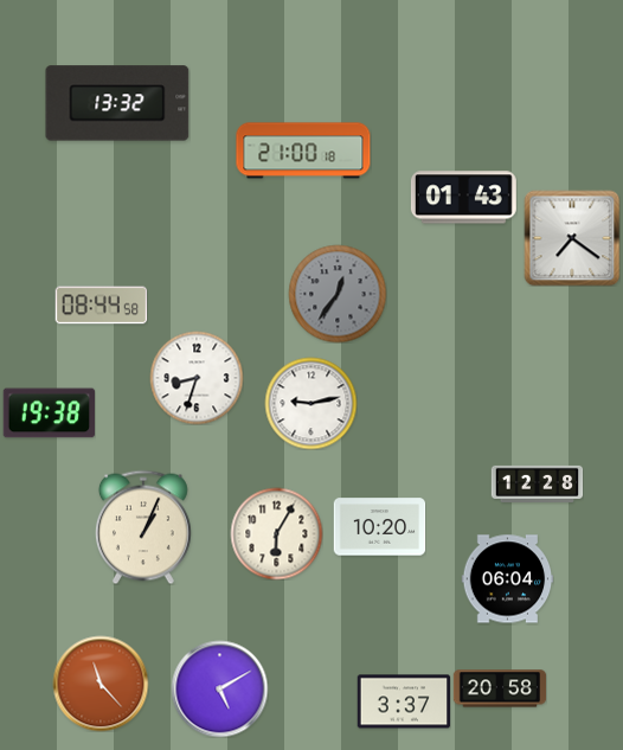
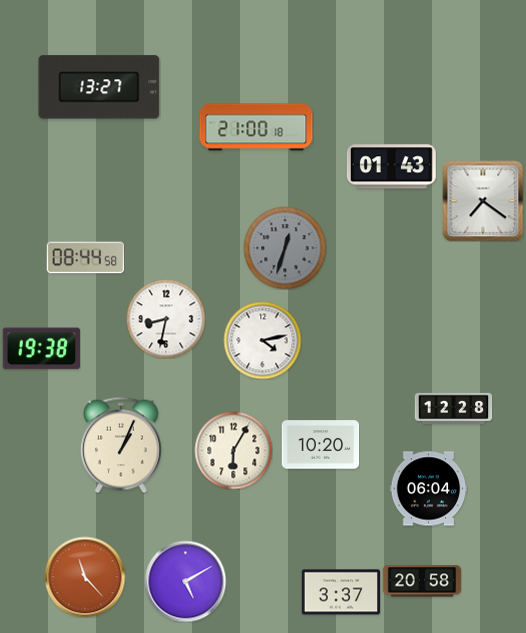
clock at (117, 103): 13:32 -> 13:27
clock at (338, 294): 12:36 -> 12:33
clock at (197, 378): 8:33 -> 8:32
clock at (310, 403): 9:13 -> 4:13
